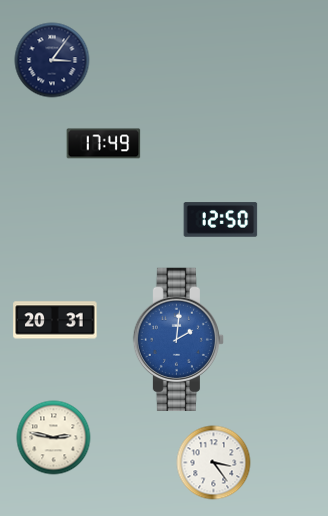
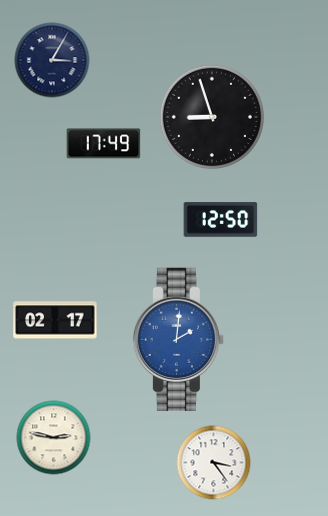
clock at (52, 60): 3:06 -> 3:05
clock at (211, 116): none -> 8:57
clock at (55, 320): 20:31 -> 02:17
